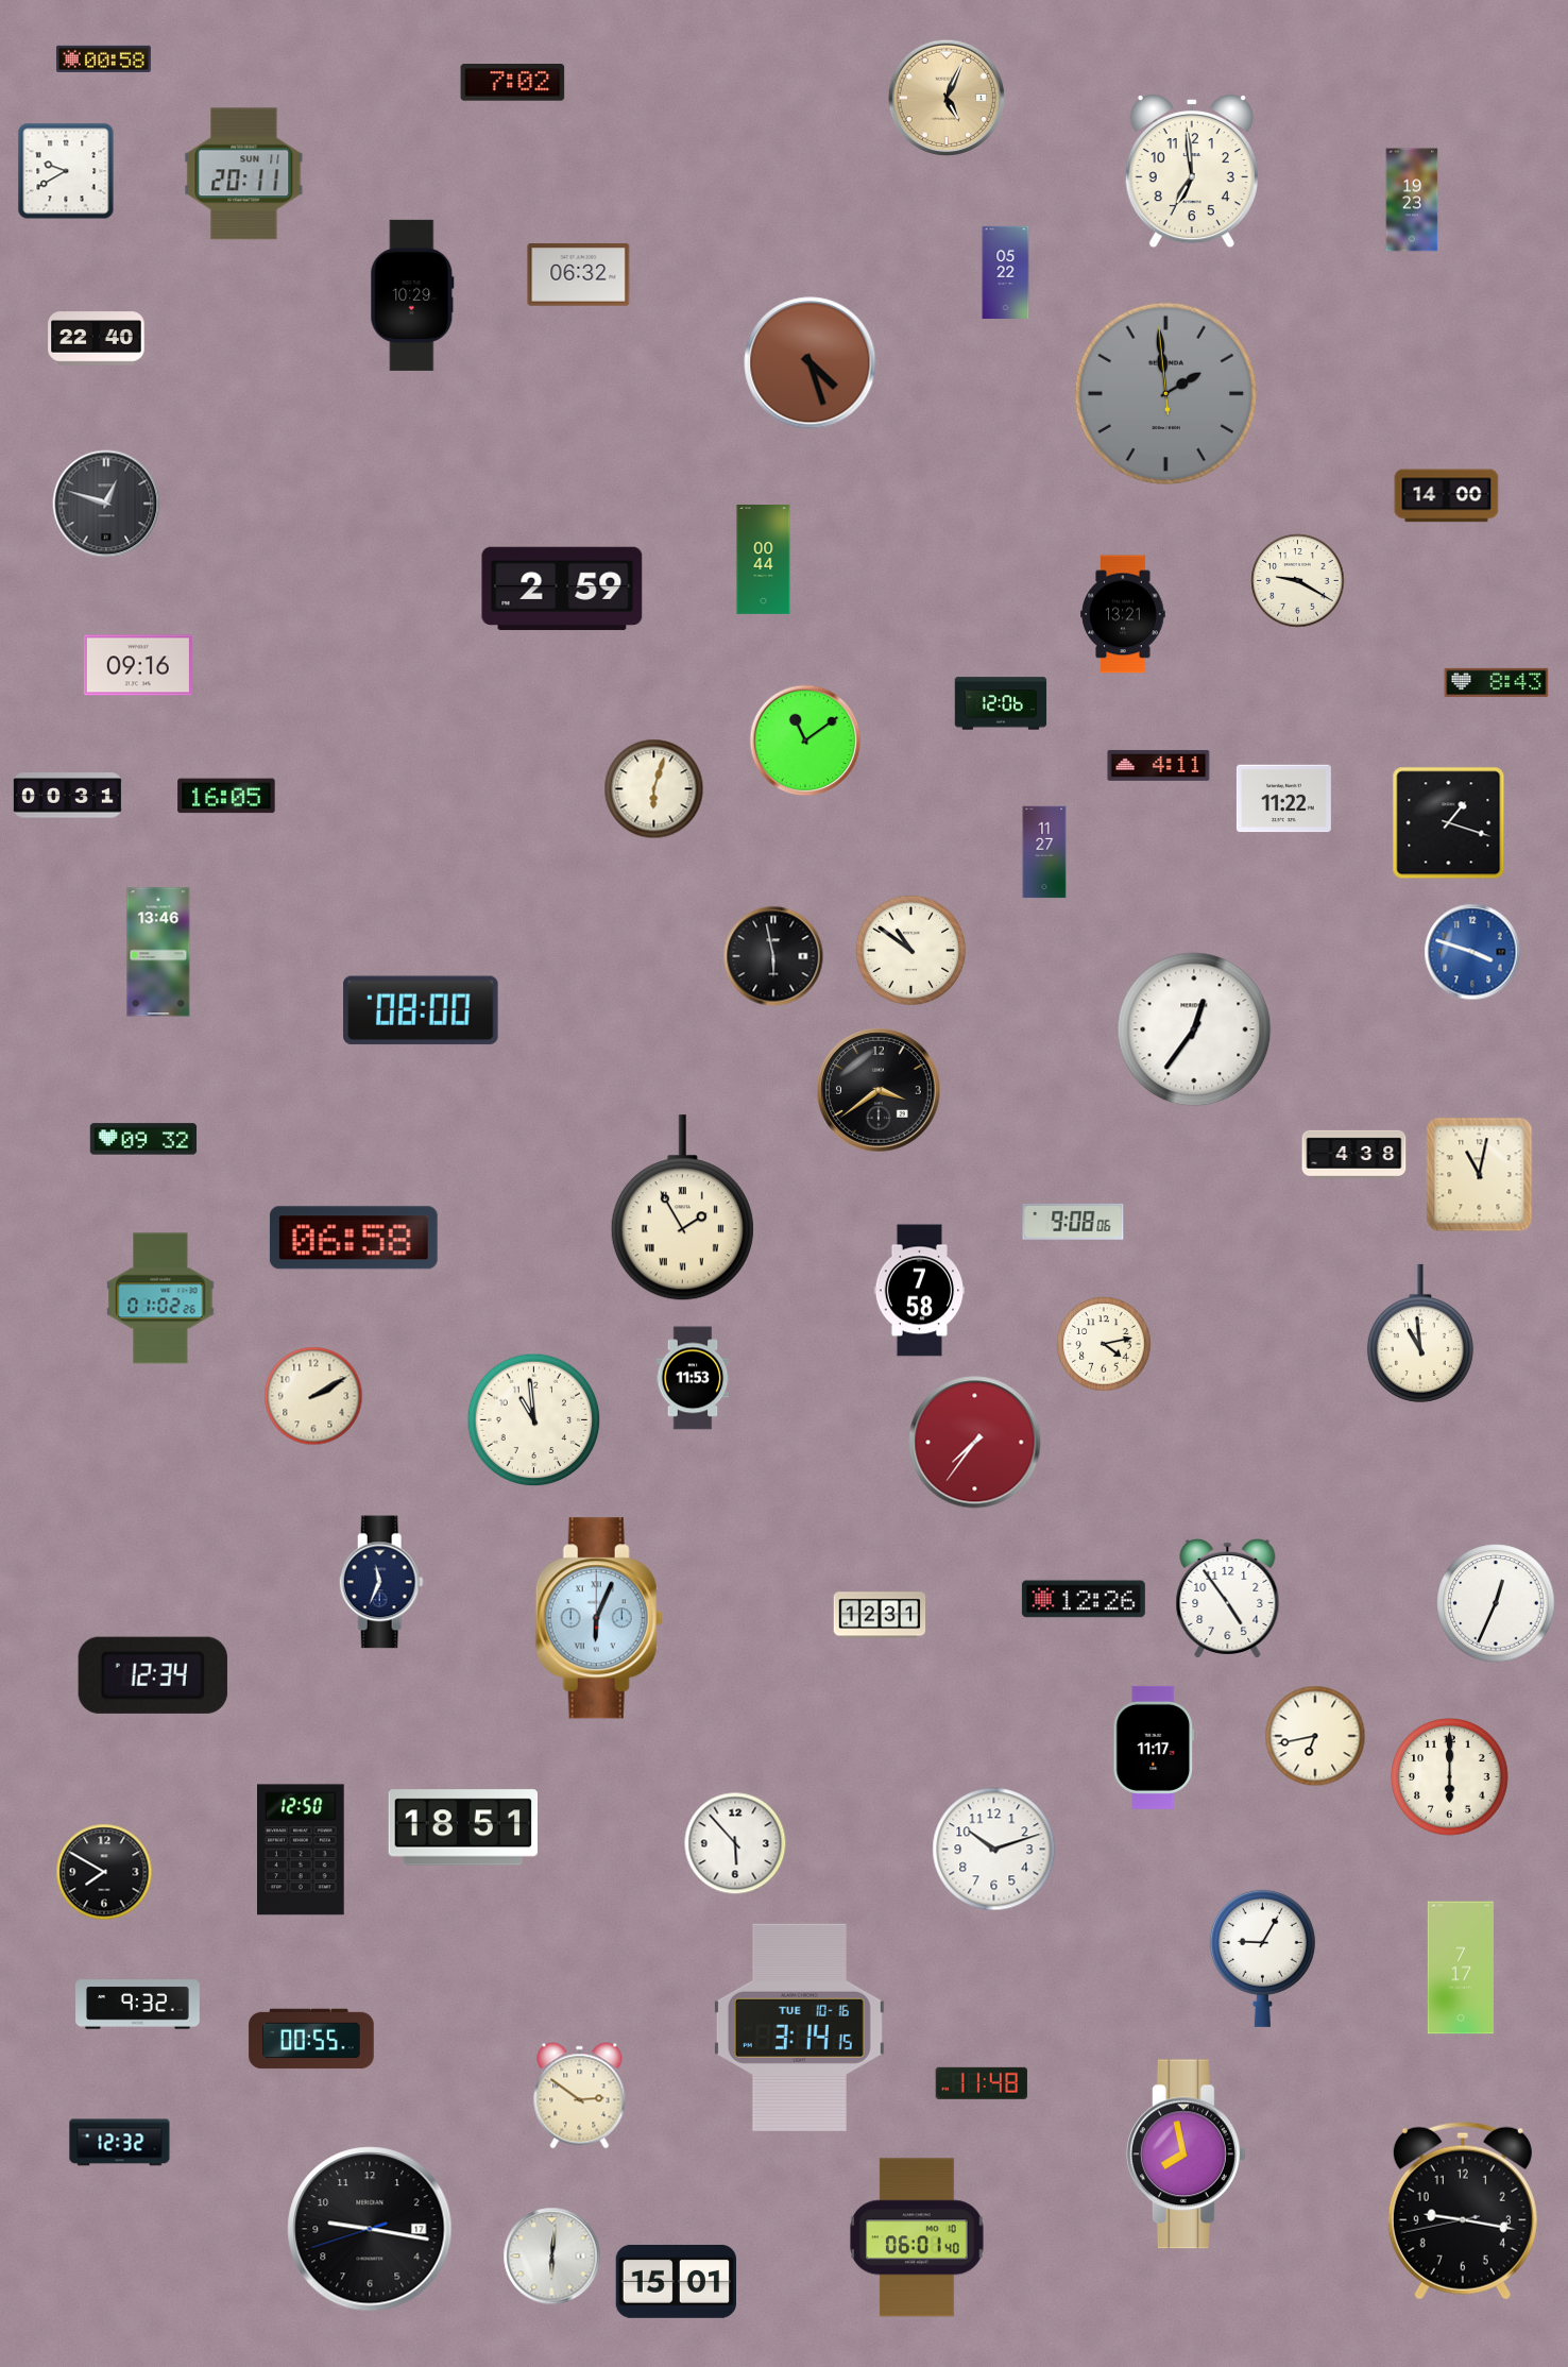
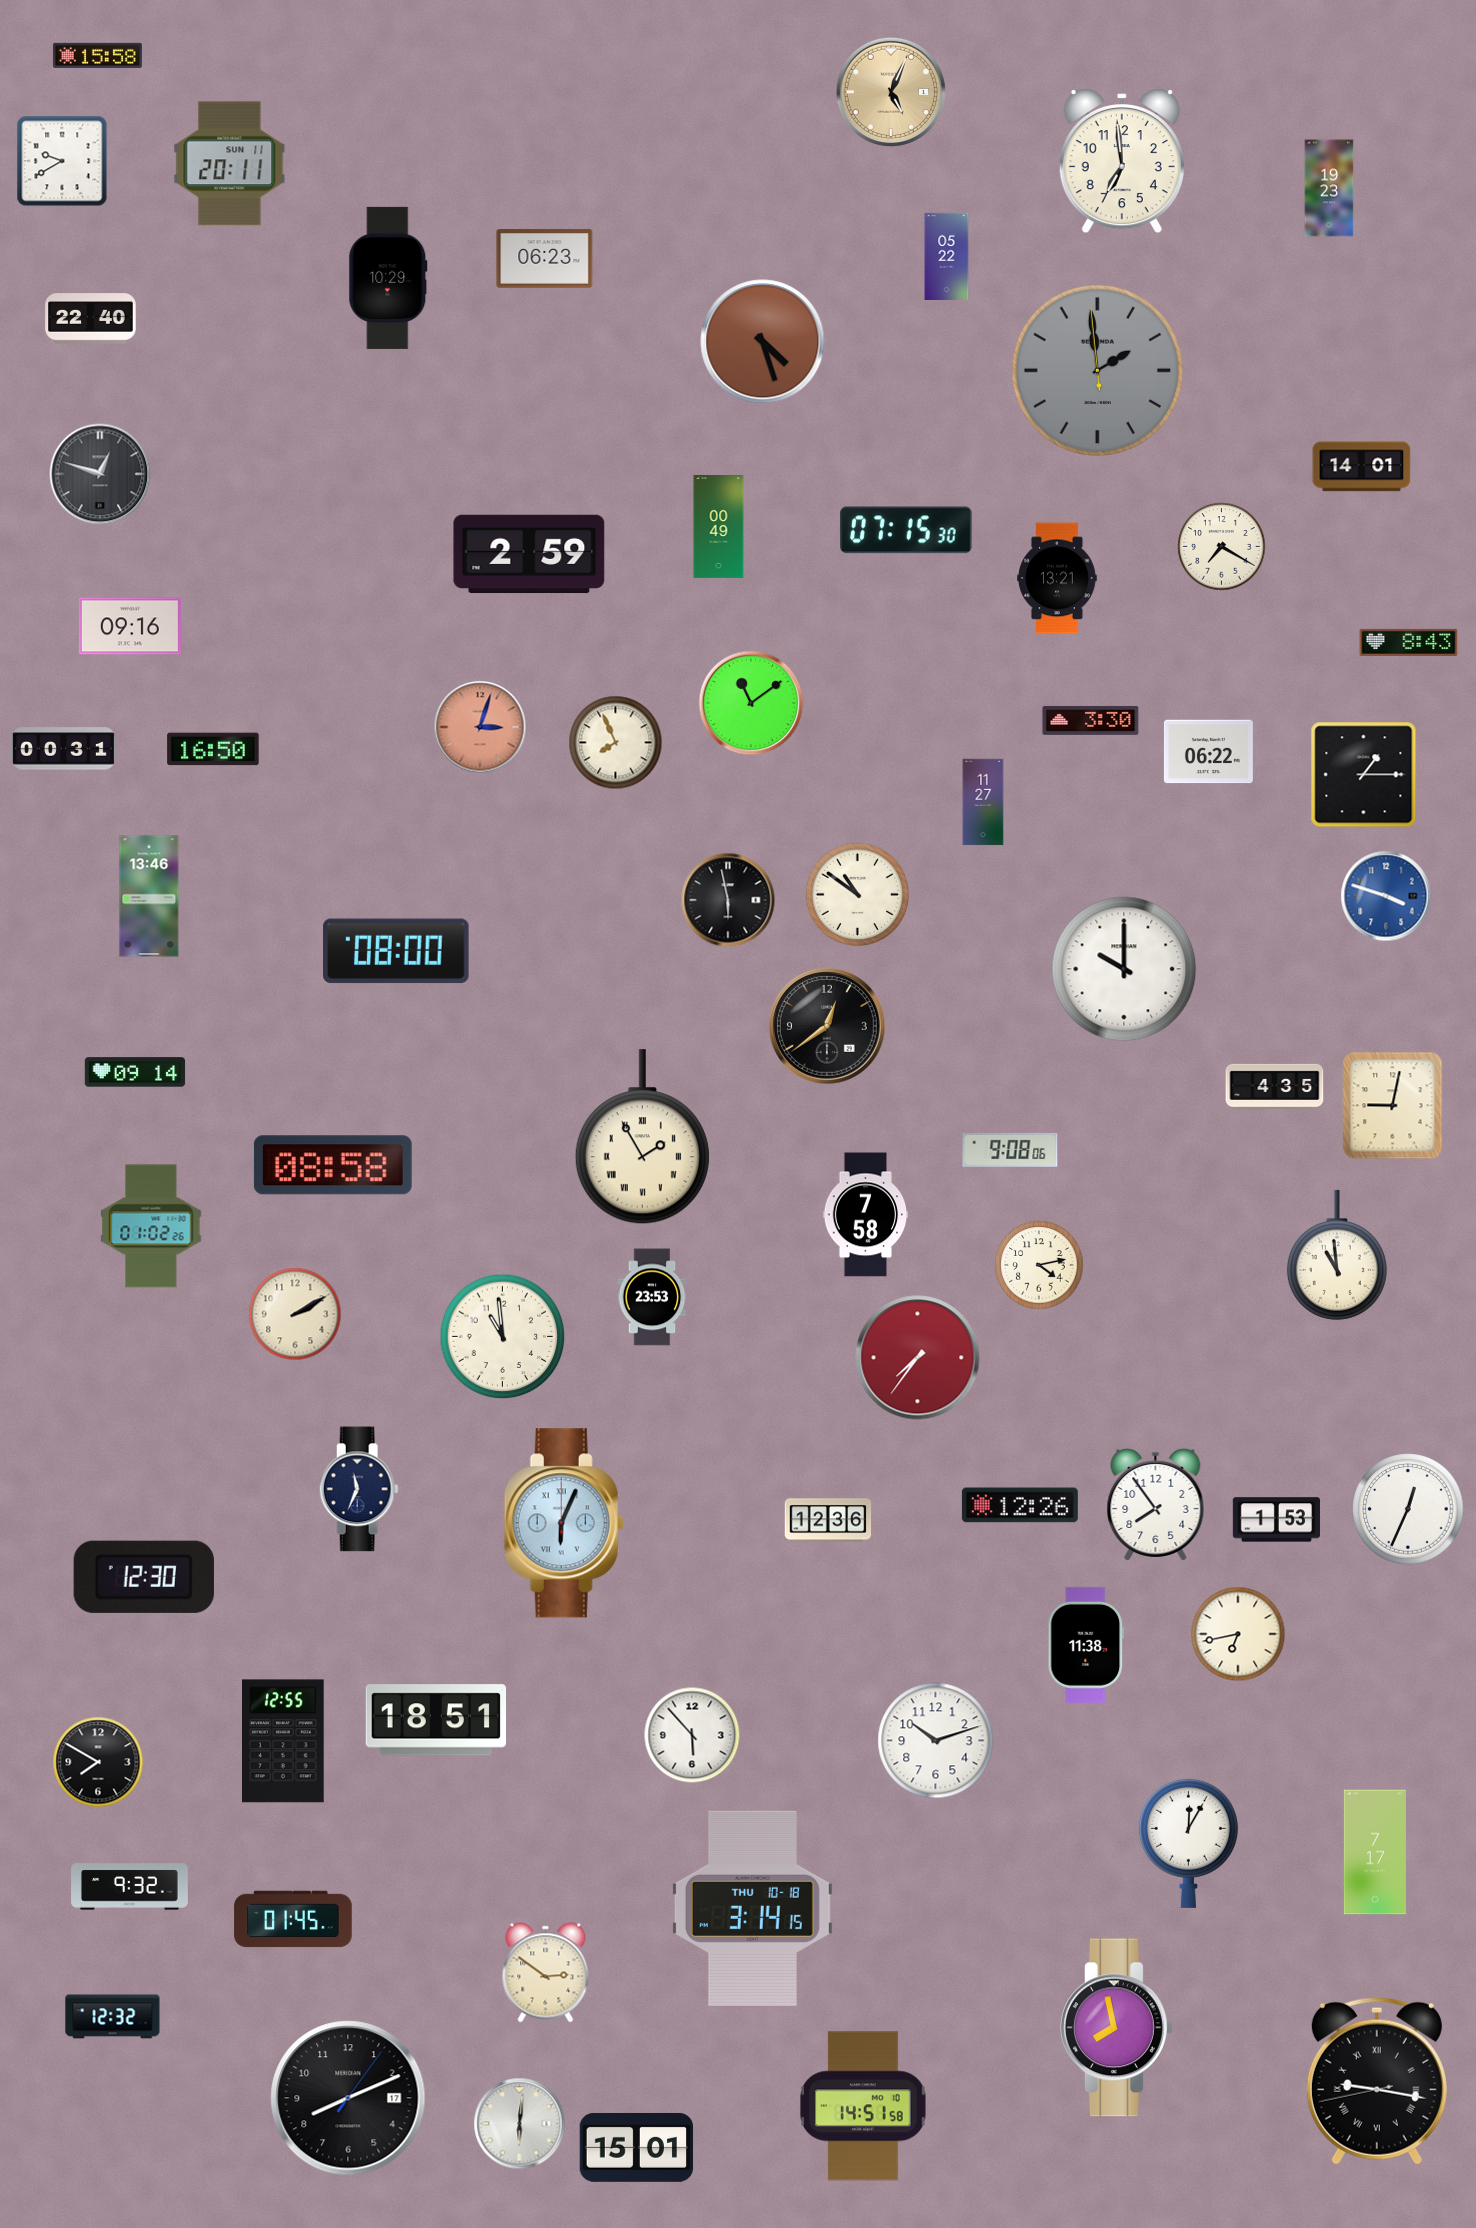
clock at (103, 58): 00:58 -> 15:58
clock at (513, 83): 7:02 -> none
clock at (579, 275): 06:32 -> 06:23
clock at (1447, 496): 14:00 -> 14:01
clock at (764, 560): 00:44 -> 00:49
clock at (906, 530): none -> 07:15
clock at (1298, 581): 9:20 -> 7:20
clock at (1001, 703): 12:06 -> none
clock at (805, 740) position: (805, 740) -> (751, 703)
clock at (1159, 765): 4:11 -> 3:30
clock at (480, 727): none -> 3:03
clock at (654, 789): 6:03 -> 7:56
clock at (226, 796): 16:05 -> 16:50
clock at (1283, 799): 11:22 -> 06:22
clock at (1449, 823): 1:18 -> 1:15
clock at (1194, 1029): 12:36 -> 10:00
clock at (880, 1091): 3:39 -> 12:39
clock at (143, 1139): 09:32 -> 09:14
clock at (1354, 1154): 4:38 -> 4:35
clock at (1480, 1175): 11:02 -> 9:02
clock at (354, 1238): 06:58 -> 08:58
clock at (160, 1298) position: (160, 1298) -> (151, 1226)
clock at (693, 1378): 11:53 -> 23:53
clock at (1228, 1598): 4:54 -> 7:54
clock at (880, 1615): 12:31 -> 12:36
clock at (1276, 1520): none -> 1:53
clock at (153, 1675): 12:34 -> 12:30
clock at (1154, 1748): 11:17 -> 11:38
clock at (1450, 1777): 6:00 -> none
clock at (302, 1850): 12:50 -> 12:55
clock at (1262, 1958): 9:05 -> 12:05
clock at (799, 2027) date: TUE 10-16 -> THU 10-18
clock at (311, 2039): 00:55 -> 01:45
clock at (981, 2083): 11:48 -> none
clock at (1463, 2211) numerals: Arabic -> Roman
clock at (370, 2229): 9:16 -> 8:11
clock at (917, 2237): 06:01 -> 14:51
